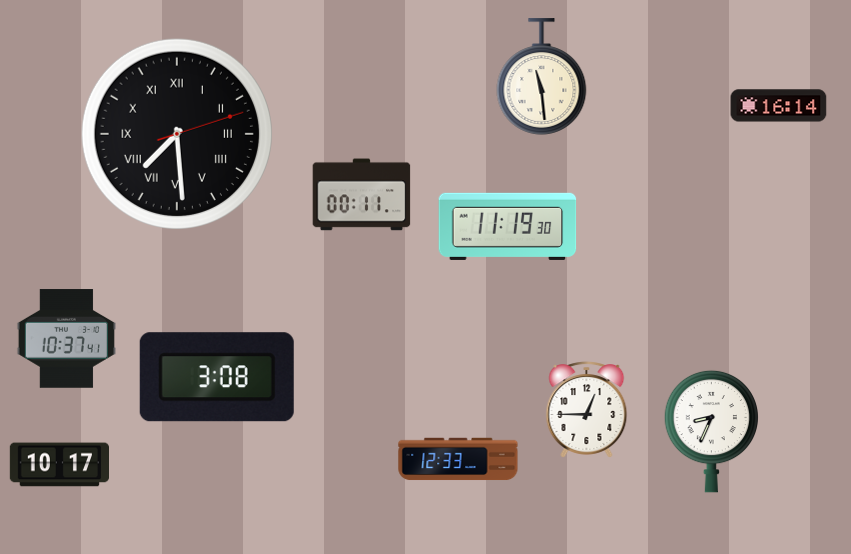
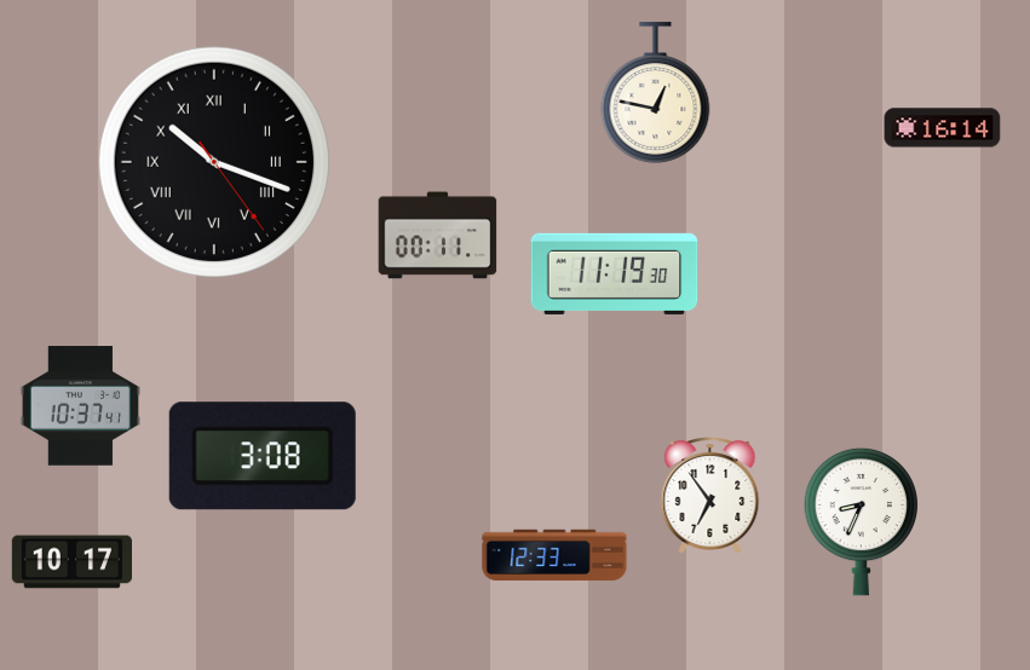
clock at (542, 77): 11:29 -> 12:47
clock at (176, 134): 7:29 -> 10:18
clock at (66, 339) position: (66, 339) -> (80, 406)
clock at (587, 410): 12:45 -> 6:54
